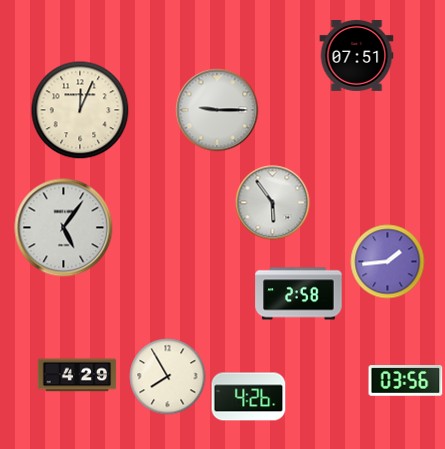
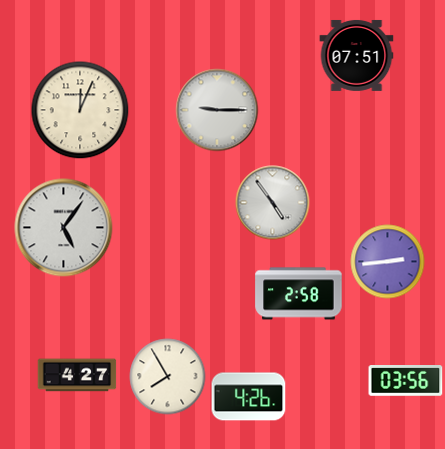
clock at (273, 203): 5:54 -> 4:54
clock at (388, 262): 1:44 -> 2:44
clock at (77, 375): 4:29 -> 4:27
